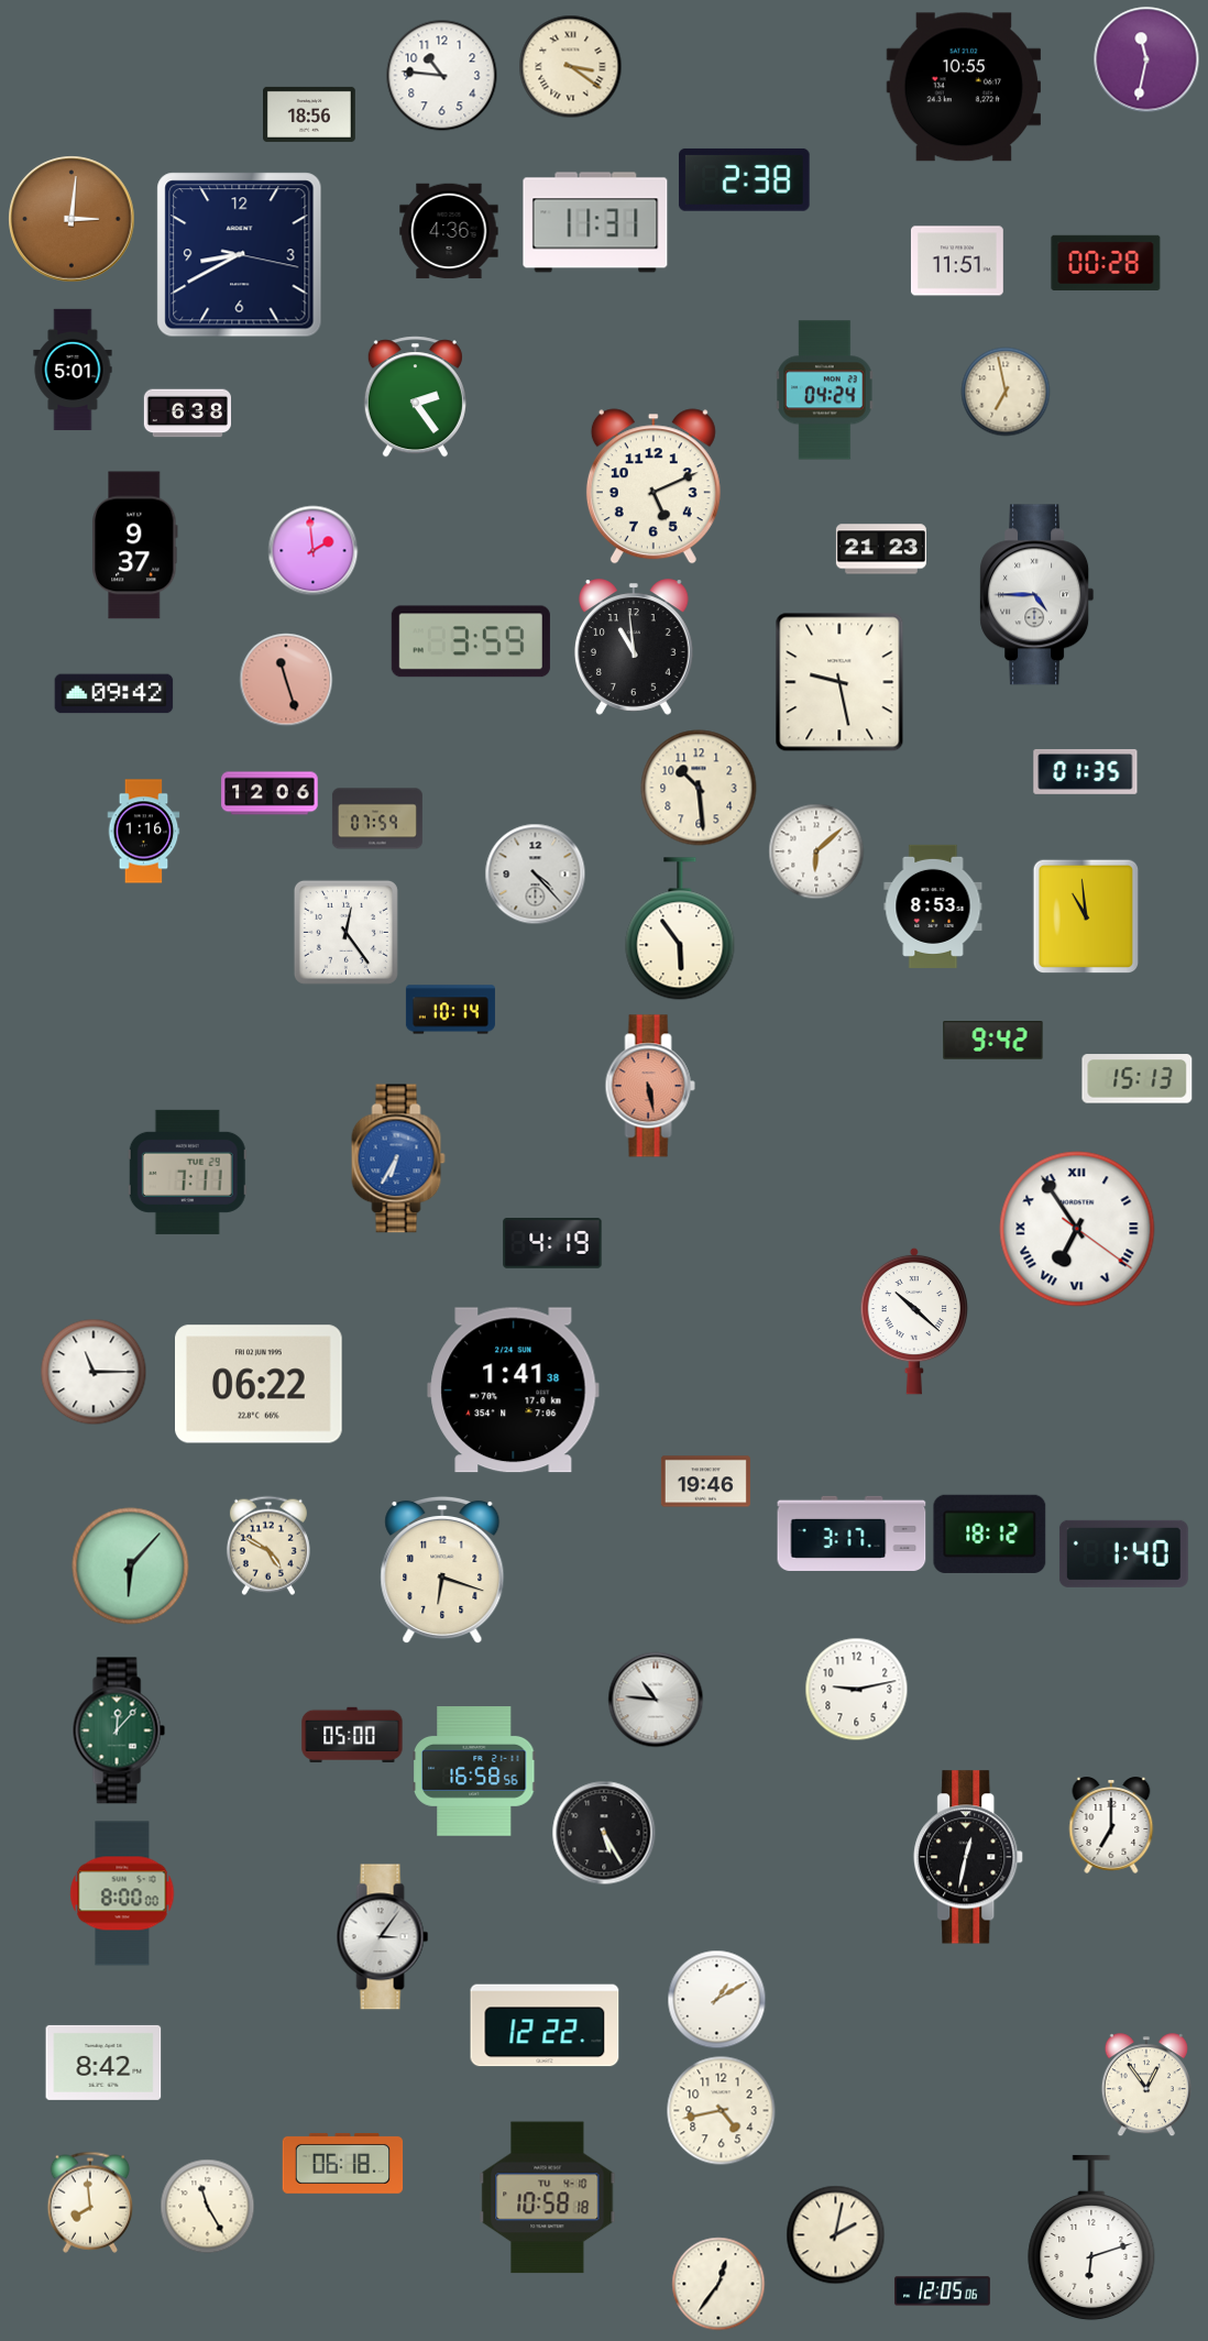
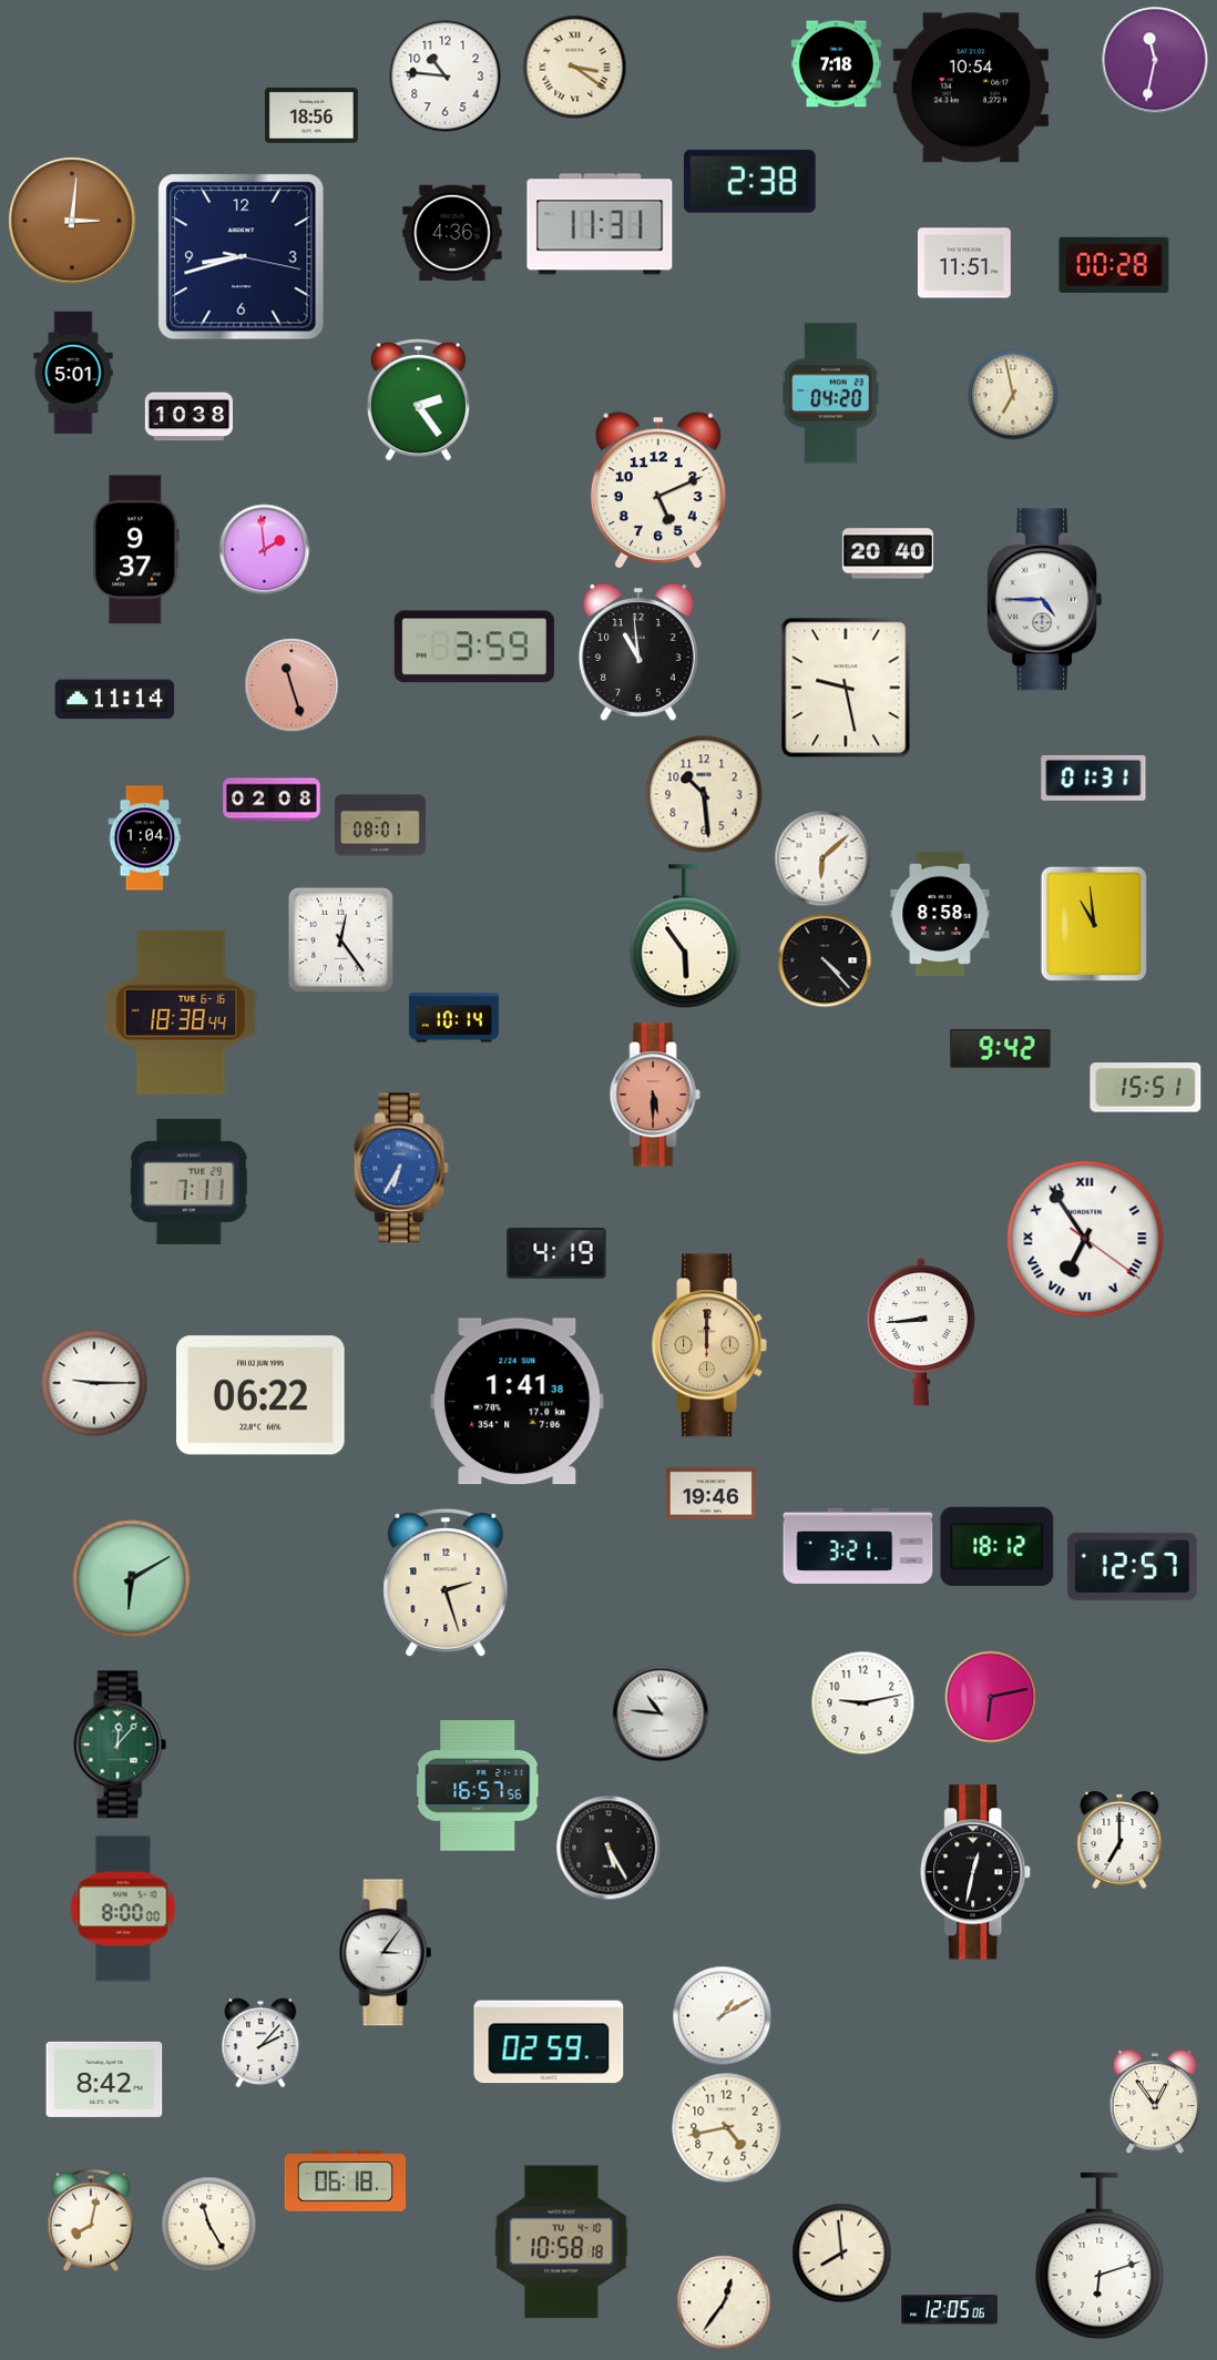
clock at (836, 64): none -> 7:18
clock at (963, 87): 10:55 -> 10:54
clock at (240, 255): 8:40 -> 8:42
clock at (825, 391): 04:24 -> 04:20
clock at (187, 414): 6:38 -> 10:38
clock at (881, 549): 21:23 -> 20:40
clock at (314, 551) position: (314, 551) -> (265, 550)
clock at (286, 680) position: (286, 680) -> (292, 685)
clock at (114, 694): 09:42 -> 11:14
clock at (1086, 771): 01:35 -> 01:31
clock at (270, 793): 12:06 -> 02:08
clock at (377, 818): 07:59 -> 08:01
clock at (144, 832): 1:16 -> 1:04
clock at (536, 875): 4:23 -> none
clock at (933, 906): 8:53 -> 8:58
clock at (345, 932) position: (345, 932) -> (340, 939)
clock at (825, 960): none -> 4:23
clock at (181, 1013): none -> 18:38
clock at (1138, 1079): 15:13 -> 15:51
clock at (650, 1086): 5:28 -> 5:30
clock at (914, 1321): 10:22 -> 8:44
clock at (709, 1345): none -> 12:00
clock at (94, 1372): 11:15 -> 9:15
clock at (852, 1534): 3:17 -> 3:21
clock at (268, 1546): 4:50 -> none
clock at (1123, 1553): 1:40 -> 12:57
clock at (131, 1567): 6:07 -> 6:10
clock at (442, 1570): 6:18 -> 2:27
clock at (991, 1697): none -> 6:13
clock at (352, 1735): 05:00 -> none
clock at (474, 1772): 16:58 -> 16:57
clock at (545, 2025): 12:22 -> 02:59
clock at (260, 2043): none -> 2:07
clock at (548, 2198) position: (548, 2198) -> (562, 2242)
clock at (90, 2202): 7:59 -> 8:02
clock at (836, 2235): 2:02 -> 7:59
